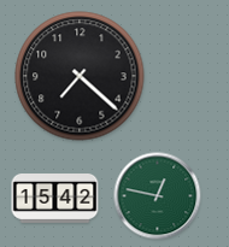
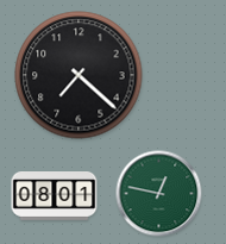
clock at (158, 196) position: (158, 196) -> (159, 194)
clock at (55, 199): 15:42 -> 08:01
